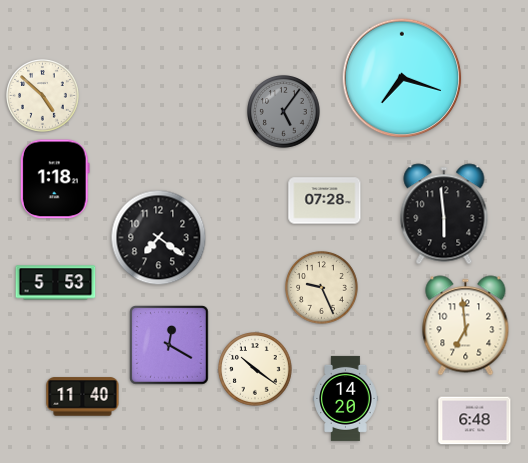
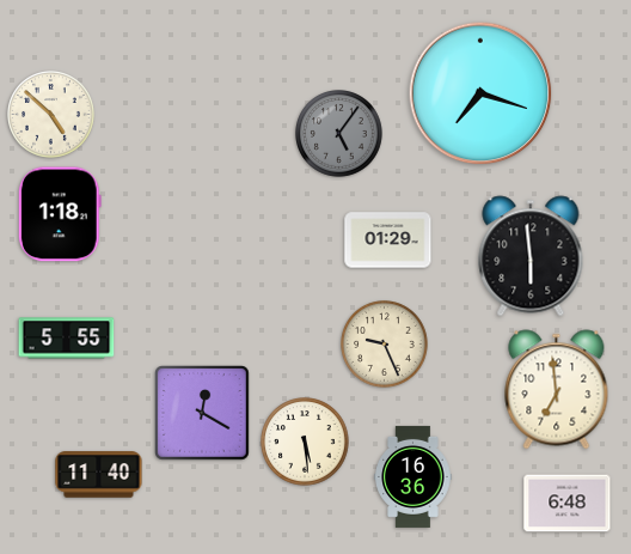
clock at (55, 179) position: (55, 179) -> (60, 214)
clock at (325, 201): 07:28 -> 01:29
clock at (159, 238): 7:21 -> none
clock at (56, 283): 5:53 -> 5:55
clock at (255, 369): 10:21 -> 5:29
clock at (346, 398): 14:20 -> 16:36
